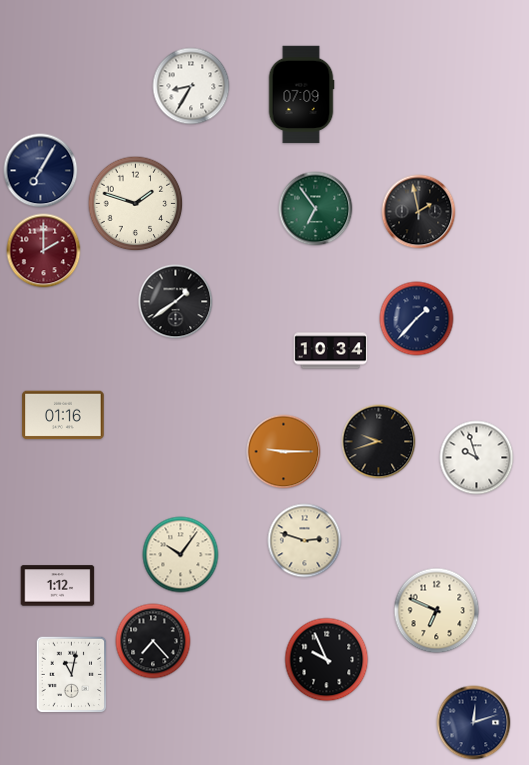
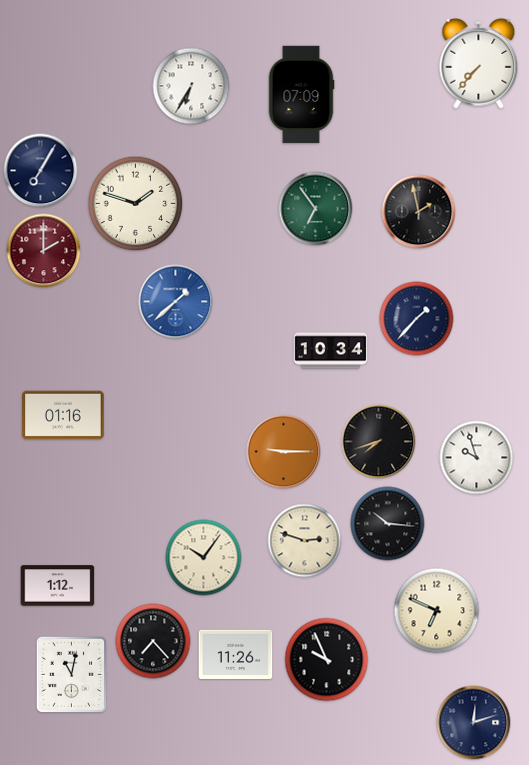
clock at (479, 63): none -> 7:37
clock at (191, 86): 8:35 -> 6:35
clock at (176, 302): 1:39 -> 1:38
clock at (176, 302) dial: black -> blue
clock at (379, 442): 9:42 -> 7:42
clock at (388, 524): none -> 10:16
clock at (181, 555) position: (181, 555) -> (204, 558)
clock at (236, 654): none -> 11:26
